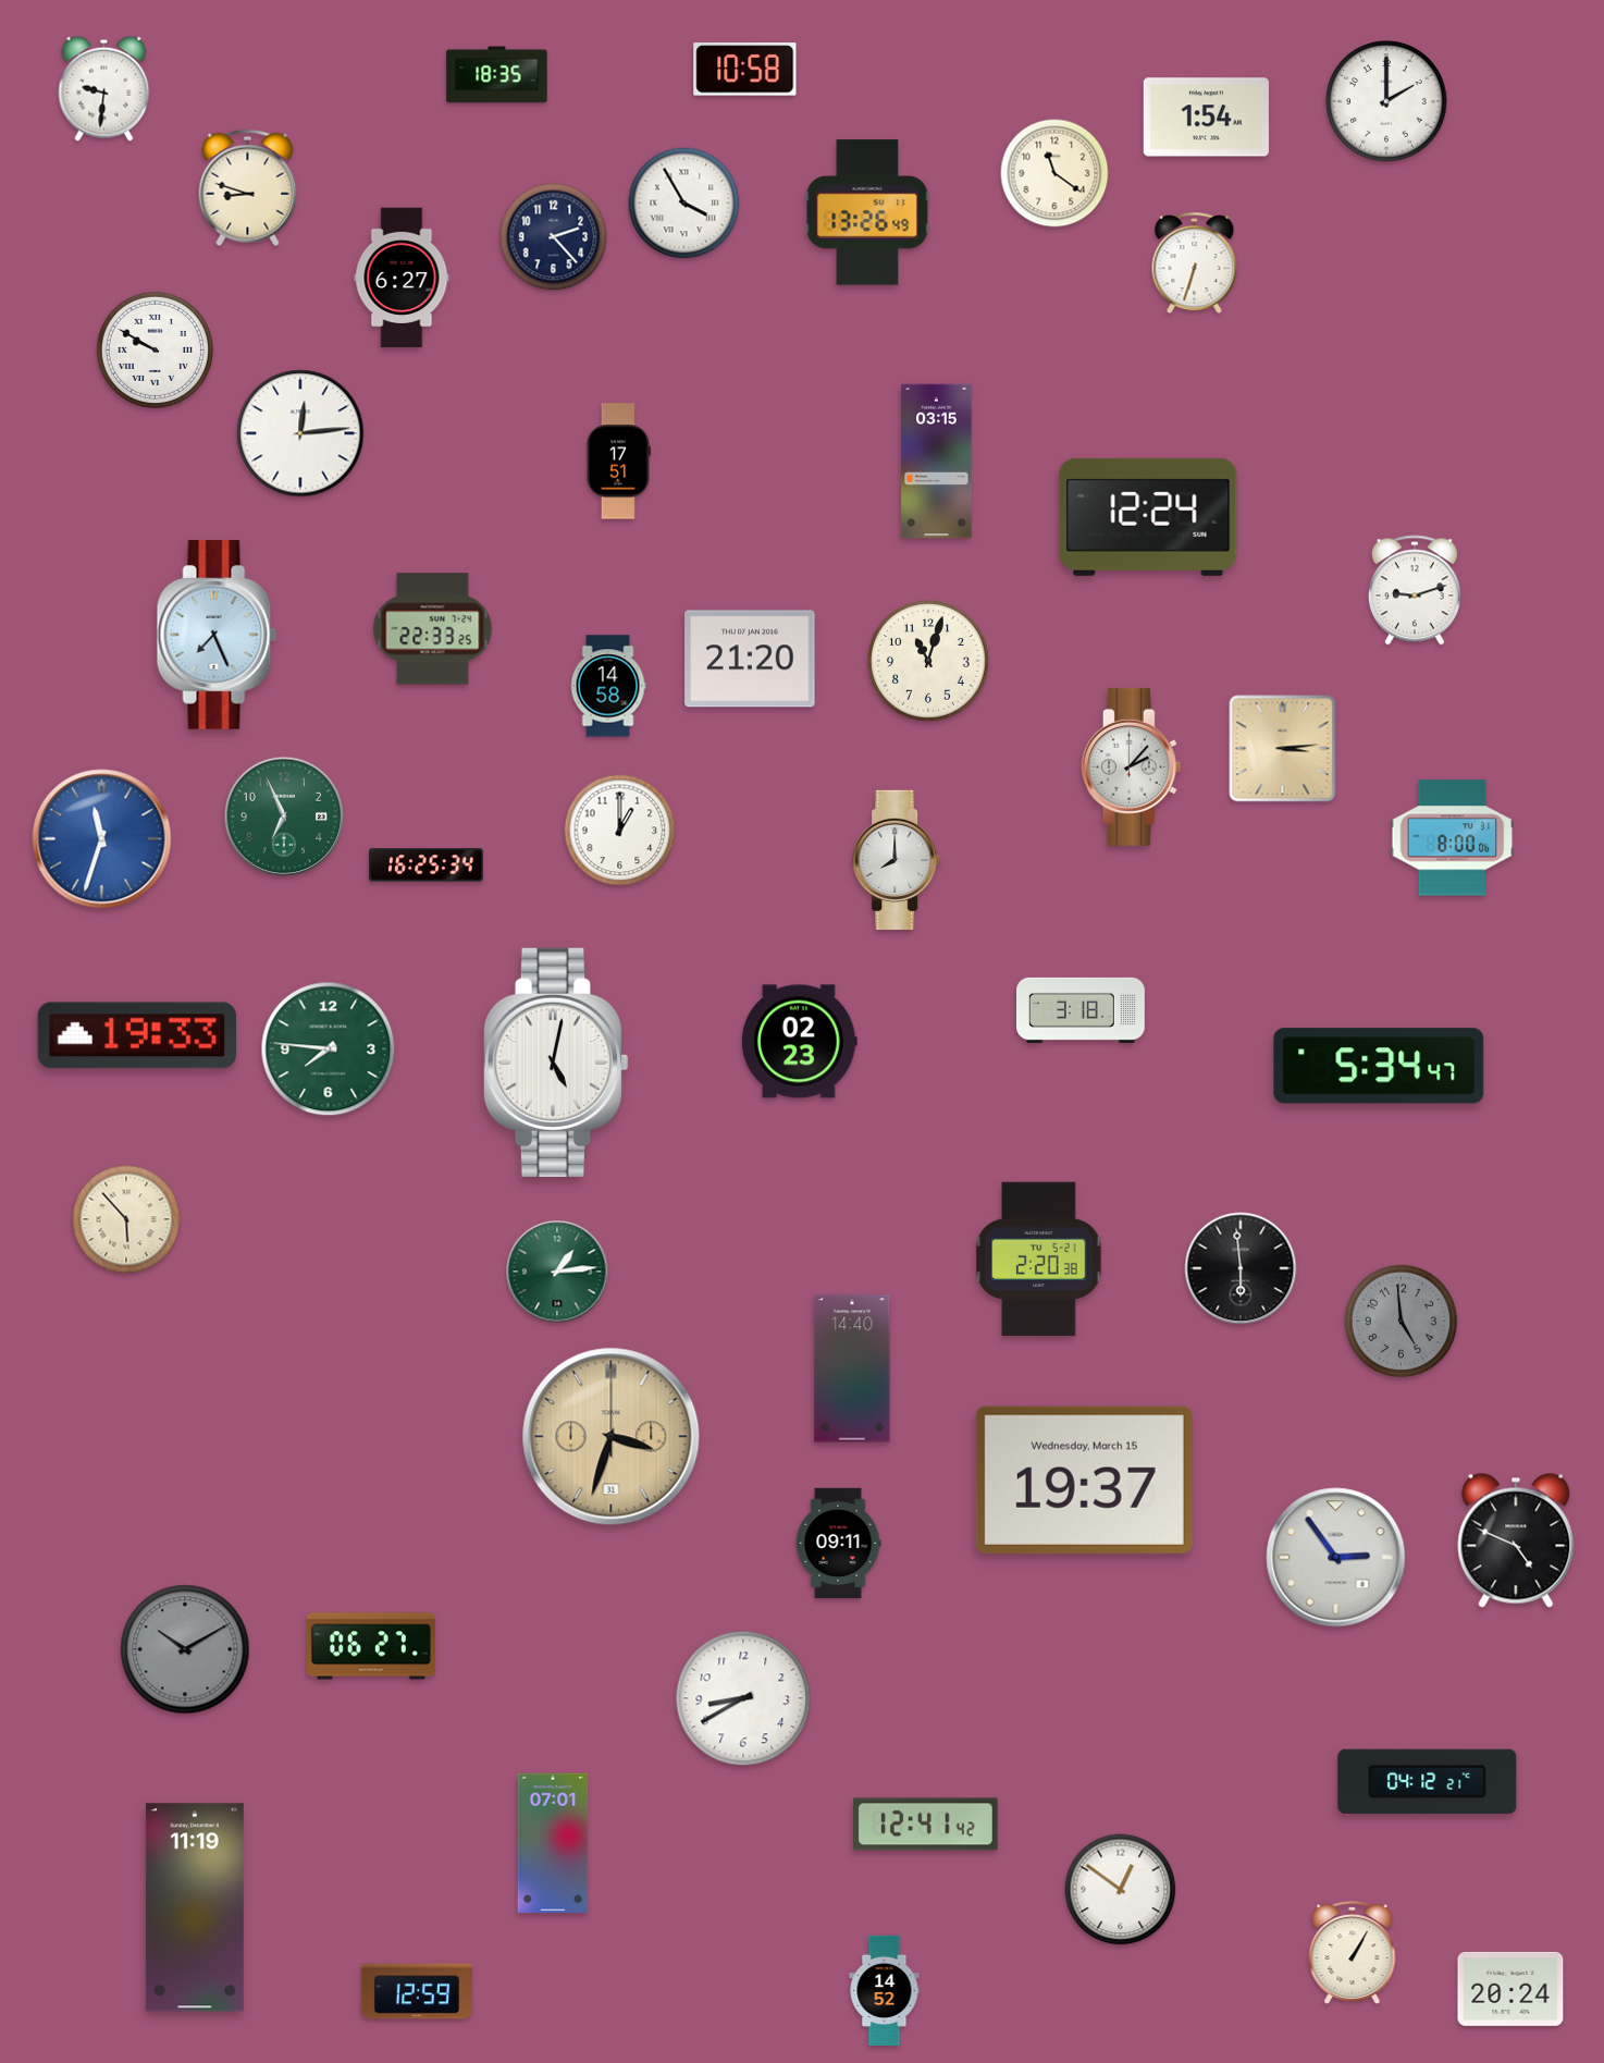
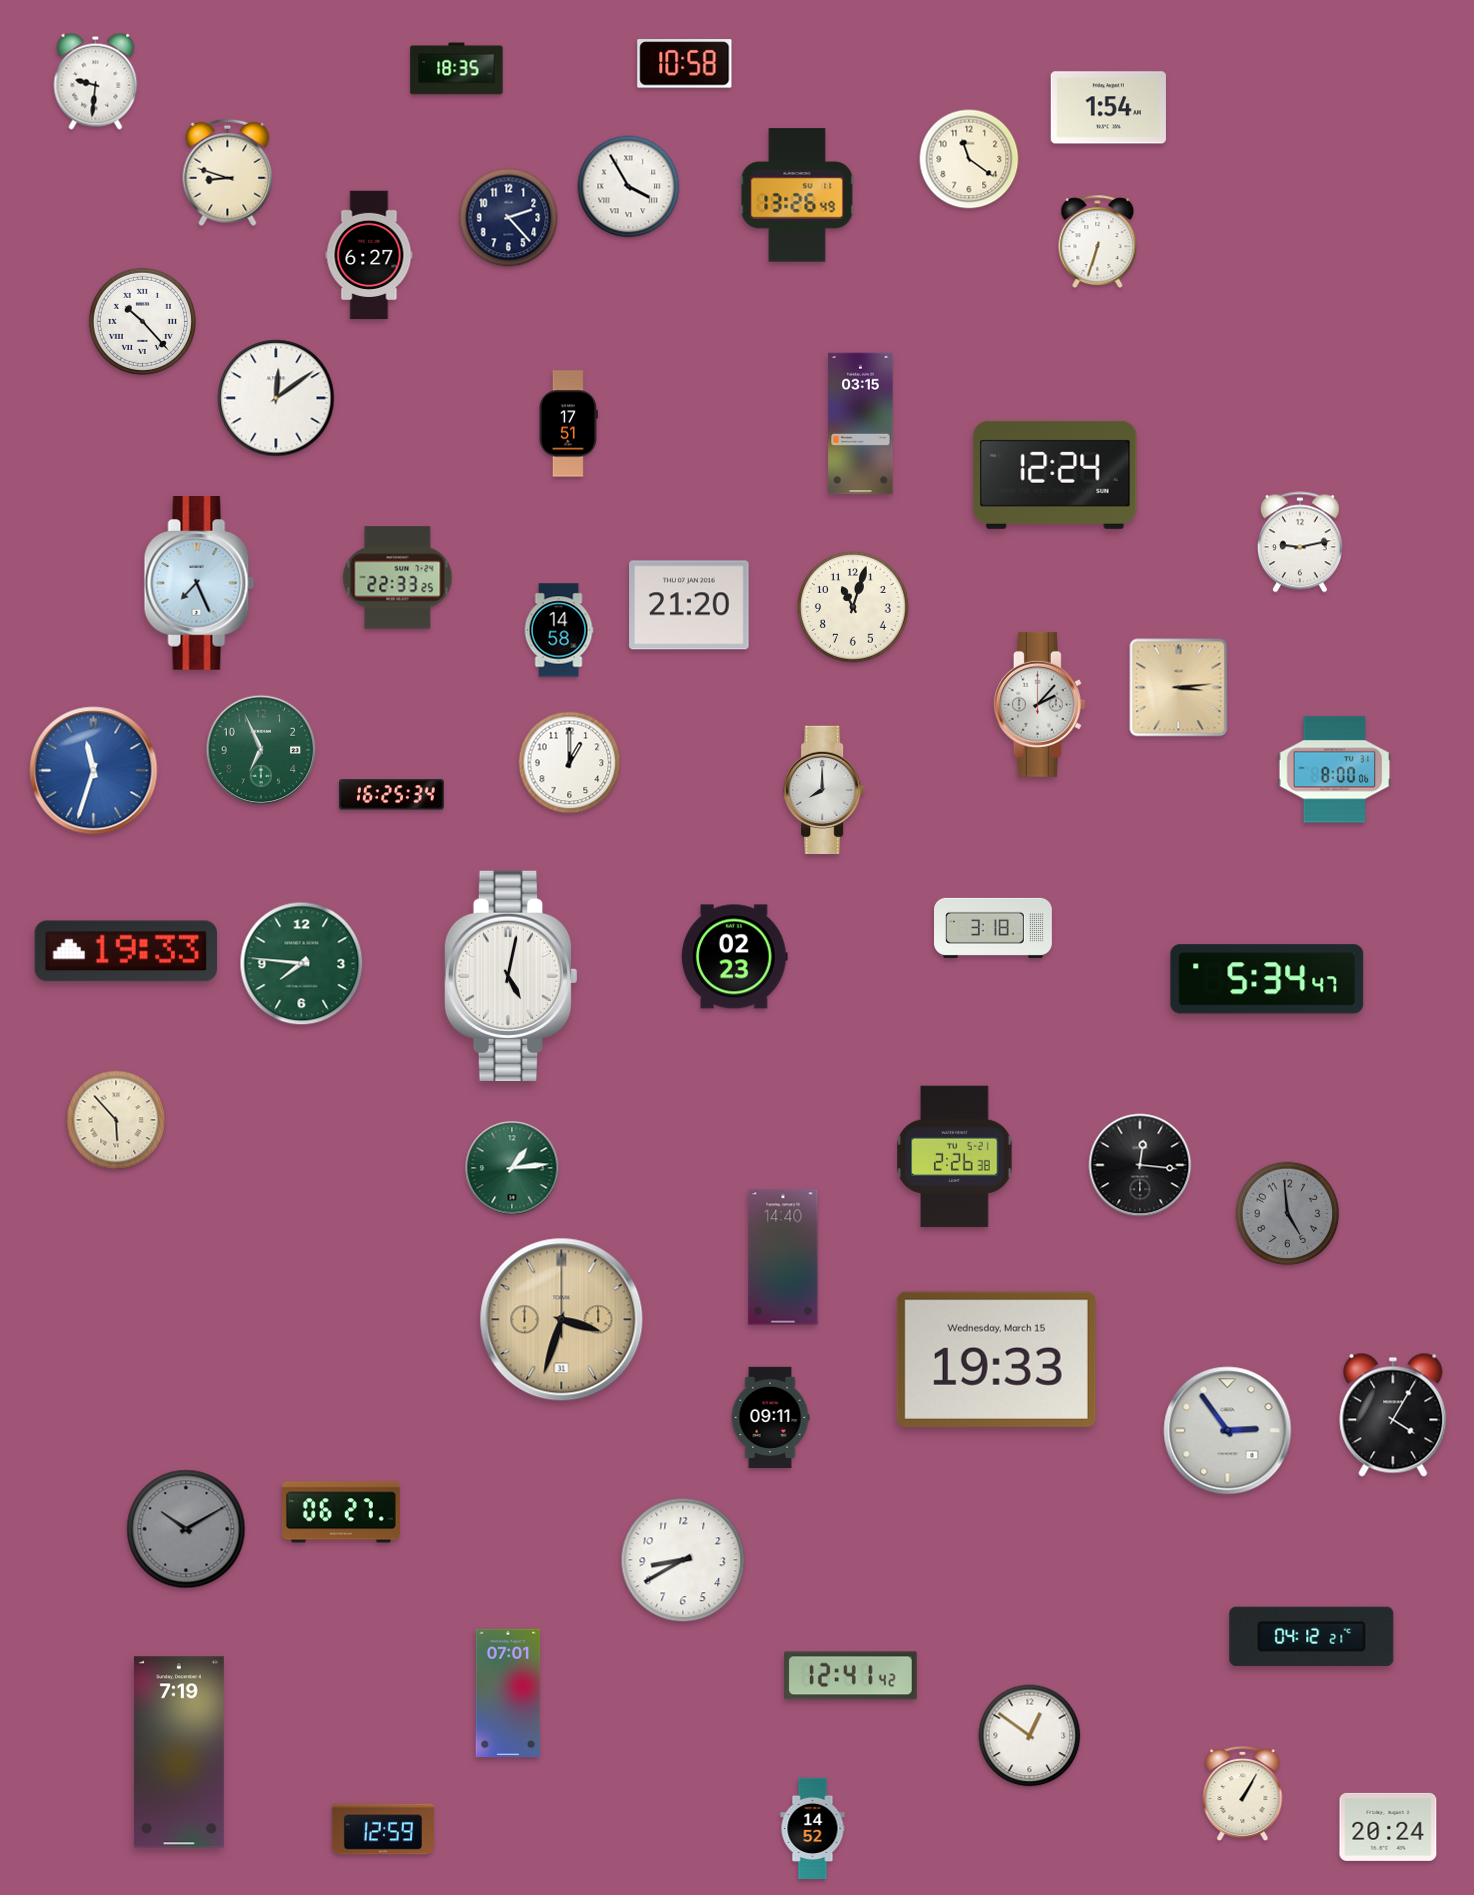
clock at (1386, 101): 2:00 -> none
clock at (155, 349): 9:50 -> 10:23
clock at (300, 433): 12:14 -> 12:09
clock at (1415, 590): 9:12 -> 9:13
clock at (1039, 1260): 2:20 -> 2:26
clock at (1241, 1268): 5:59 -> 12:16
clock at (1084, 1479): 19:37 -> 19:33
clock at (1516, 1540): 4:49 -> 4:05
clock at (185, 1649) position: (185, 1649) -> (186, 1529)
clock at (195, 1907): 11:19 -> 7:19
